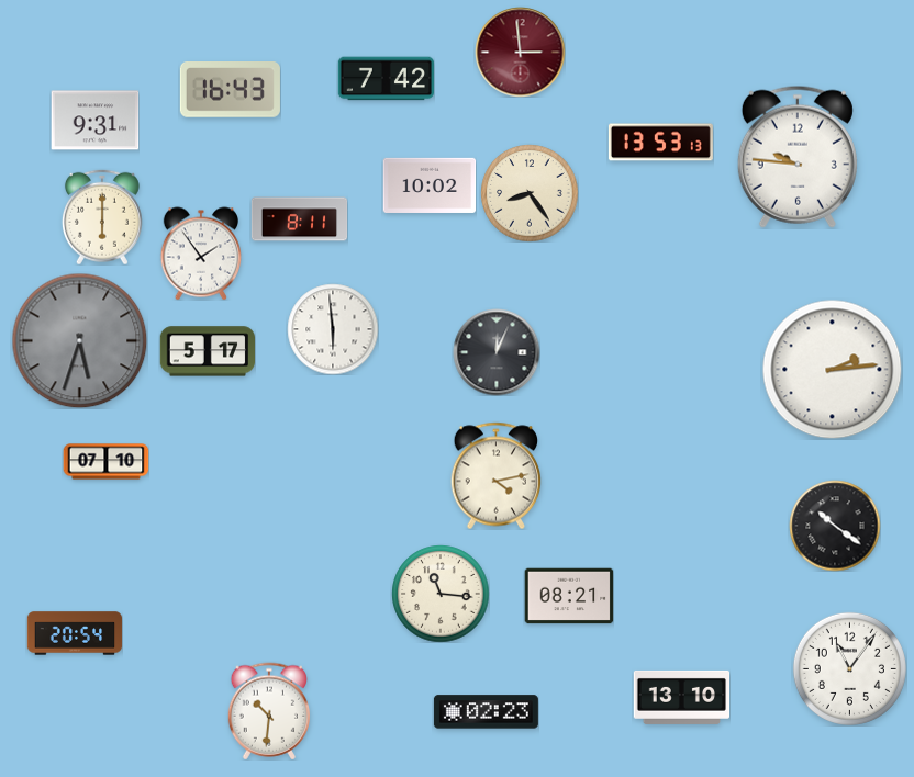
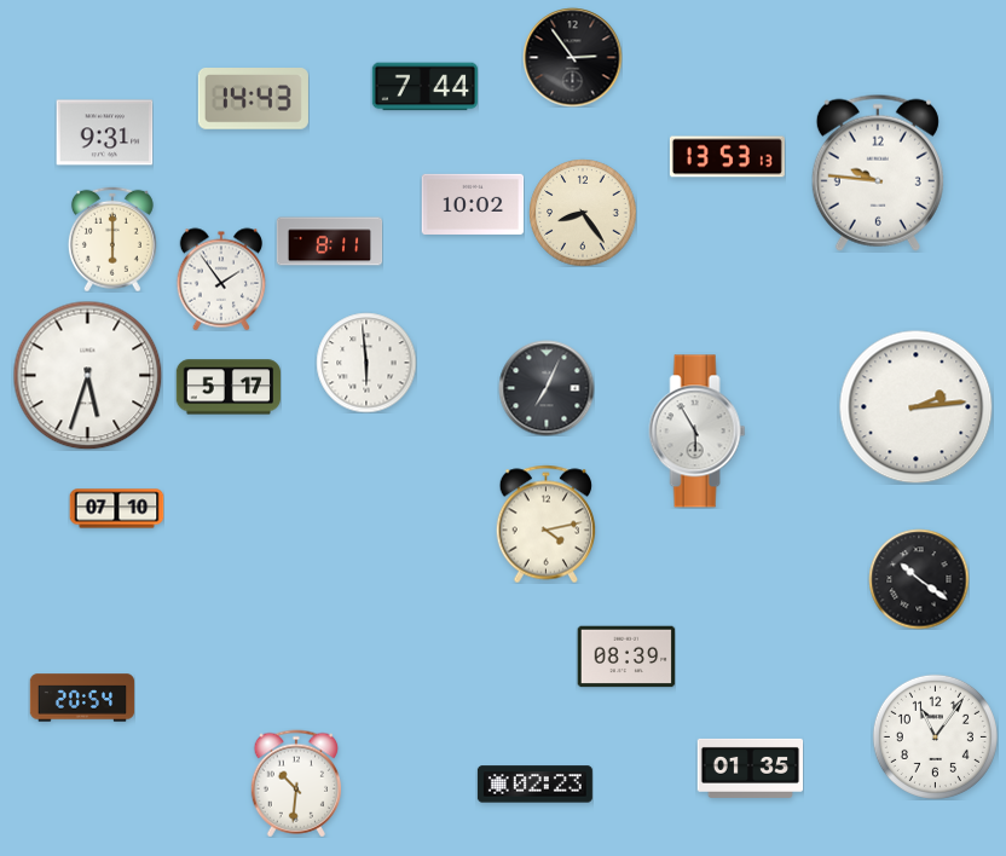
clock at (520, 52): 2:59 -> 2:54
clock at (520, 52) dial: burgundy -> black
clock at (386, 79): 7:42 -> 7:44
clock at (230, 90): 16:43 -> 14:43
clock at (79, 340) dial: grey -> white
clock at (497, 352): 12:04 -> 7:04
clock at (698, 432): none -> 5:55
clock at (441, 594): 11:16 -> none
clock at (569, 596): 08:21 -> 08:39
clock at (681, 697): 13:10 -> 01:35
